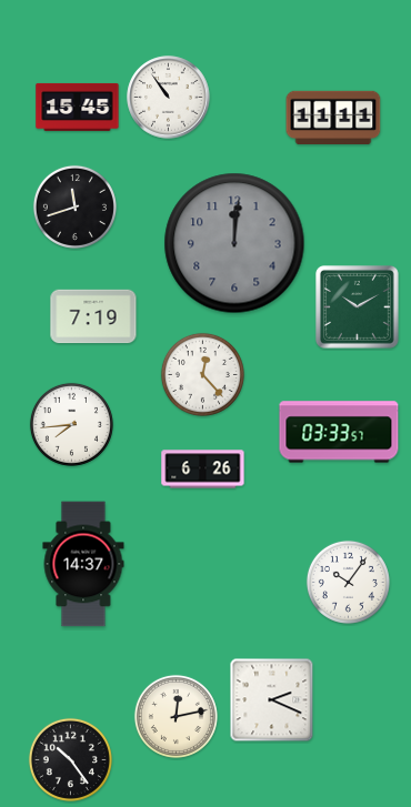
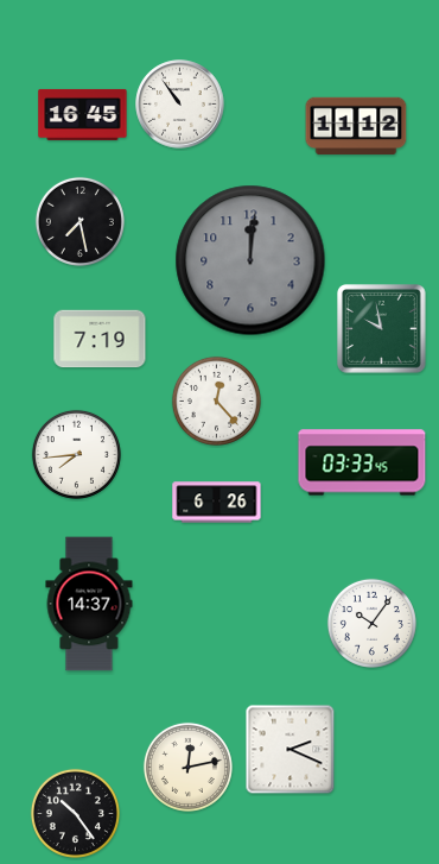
clock at (78, 107): 15:45 -> 16:45
clock at (333, 118): 11:11 -> 11:12
clock at (74, 206): 11:42 -> 7:28
clock at (358, 307): 10:10 -> 9:58
clock at (339, 432): 03:33:57 -> 03:33:45
